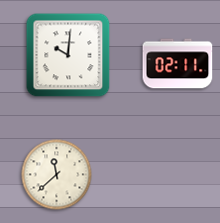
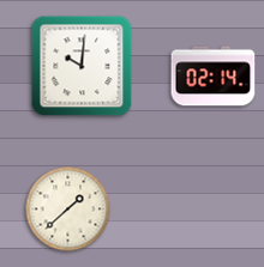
clock at (178, 64): 02:11 -> 02:14
clock at (57, 175): 11:38 -> 1:38
